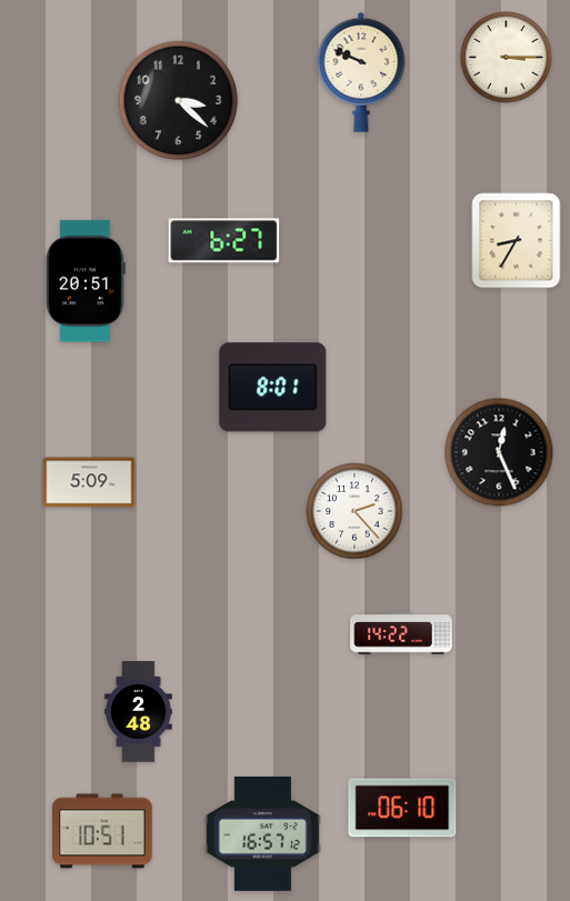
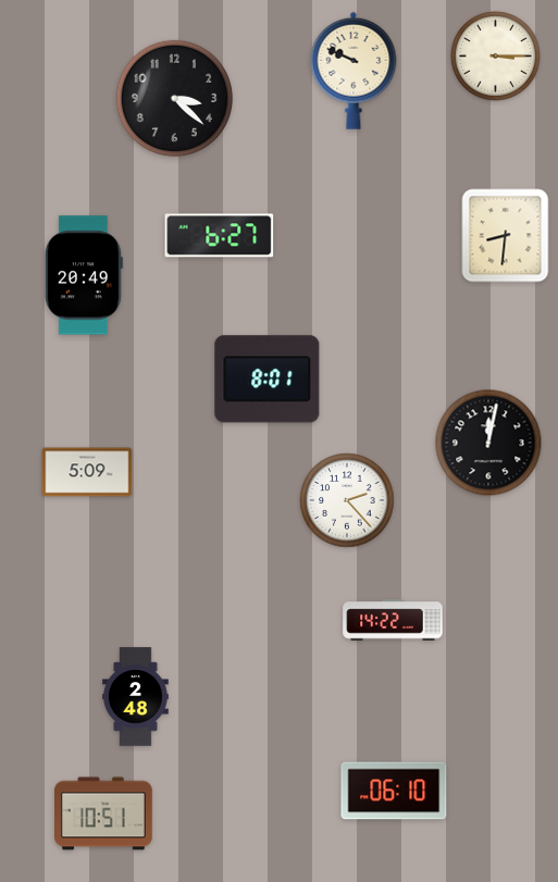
clock at (517, 241): 8:35 -> 8:31
clock at (86, 281): 20:51 -> 20:49
clock at (499, 452): 12:26 -> 12:02
clock at (103, 831) position: (103, 831) -> (104, 813)
clock at (262, 833): 16:57 -> none
